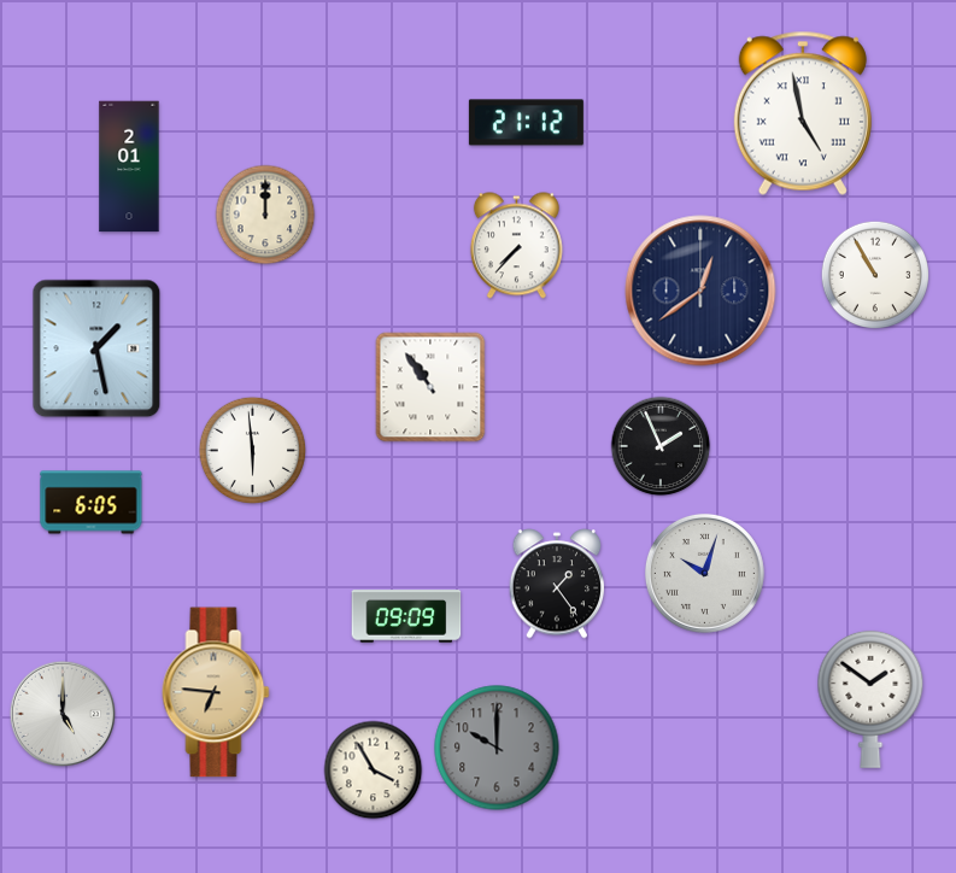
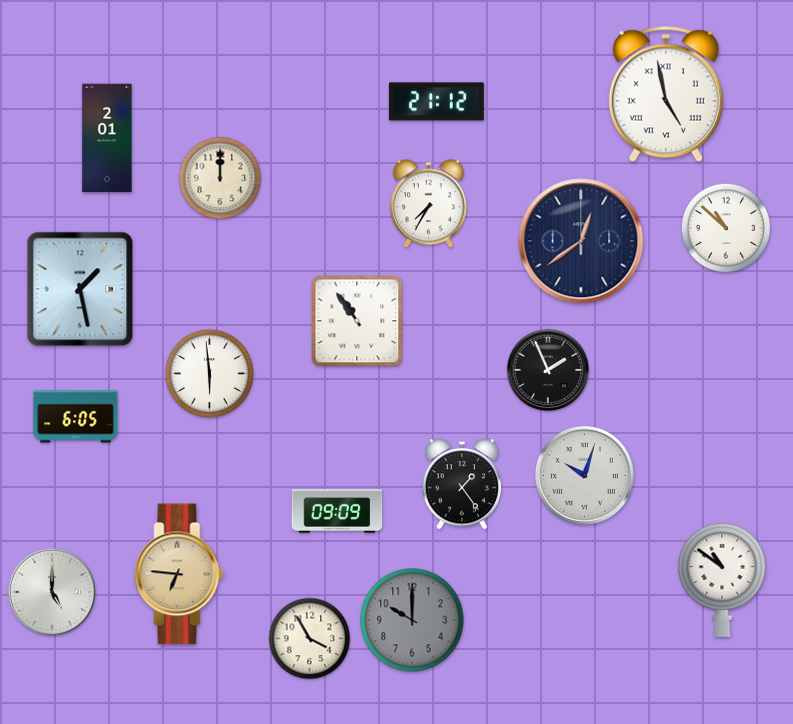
clock at (516, 246): 7:37 -> 7:35
clock at (874, 274): 10:55 -> 10:52
clock at (870, 699): 1:51 -> 10:51
